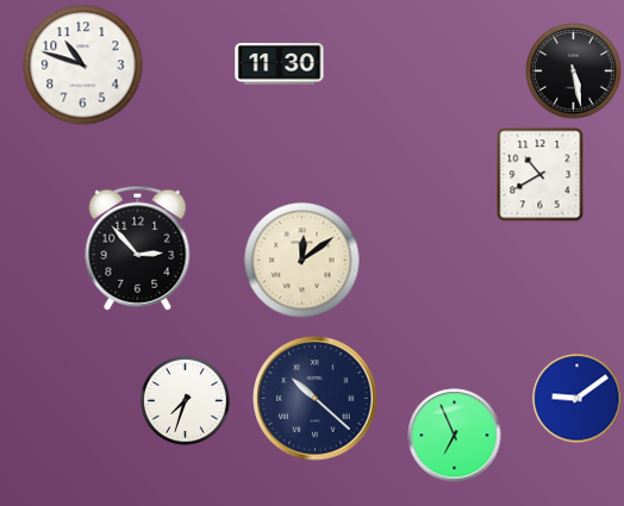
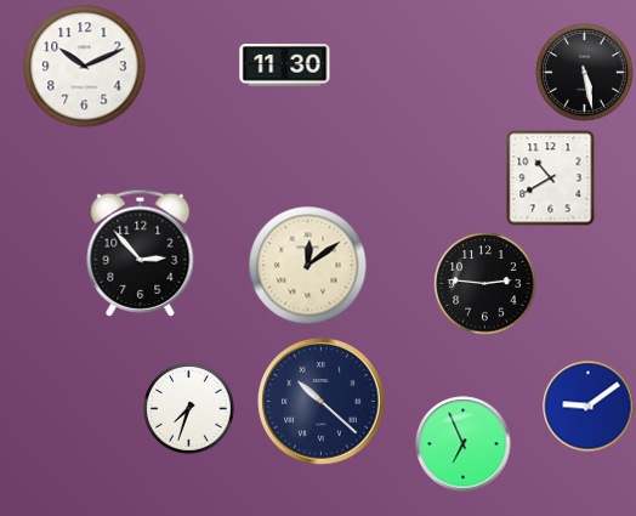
clock at (83, 65): 10:48 -> 10:11
clock at (485, 284): none -> 2:46
clock at (316, 399) position: (316, 399) -> (322, 402)
